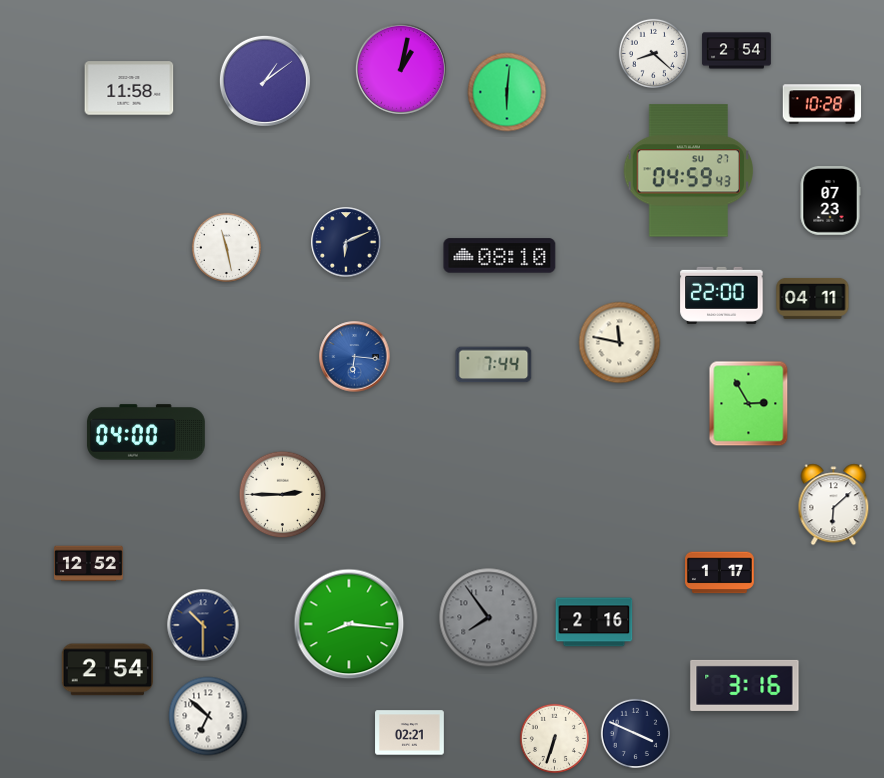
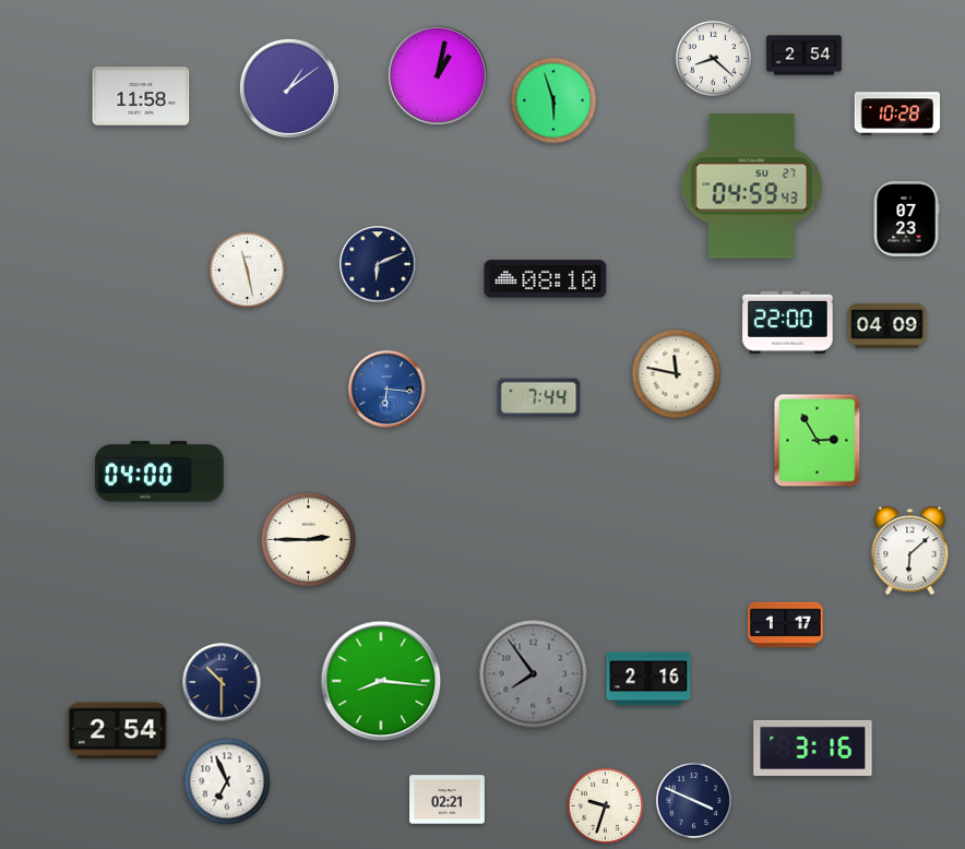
clock at (507, 92): 6:01 -> 5:57
clock at (813, 298): 04:11 -> 04:09
clock at (89, 564): 12:52 -> none
clock at (208, 716): 6:52 -> 6:56
clock at (554, 738): 6:33 -> 9:33
